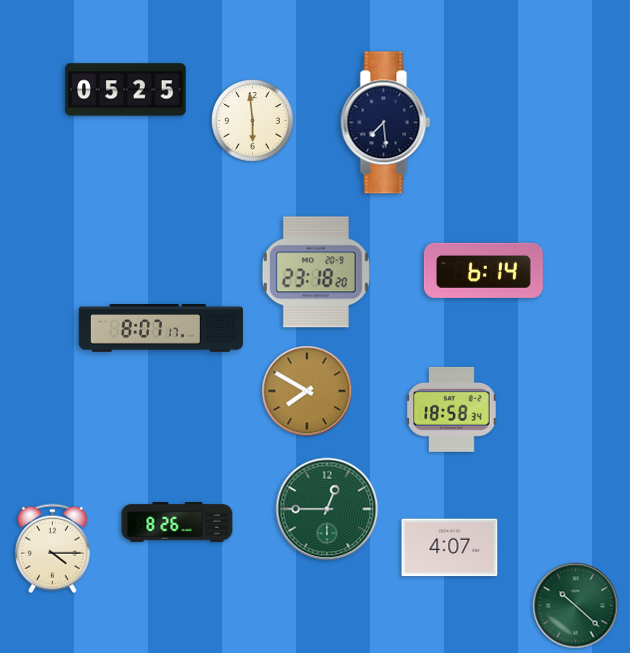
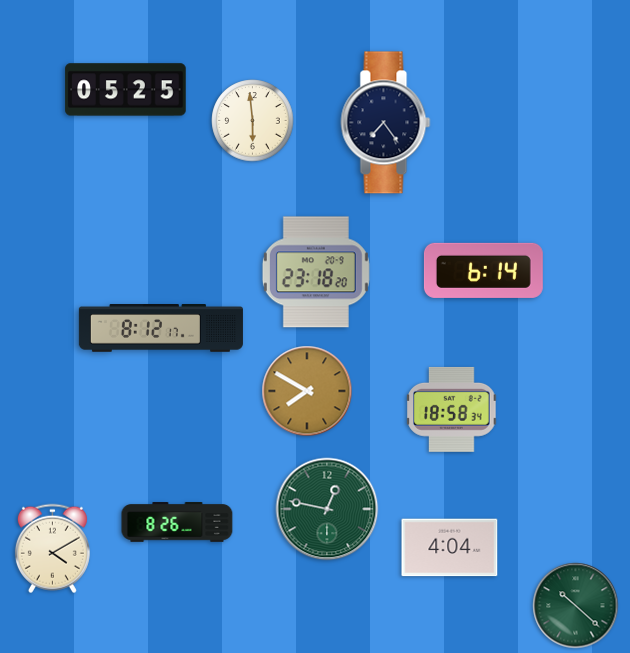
clock at (386, 123): 7:29 -> 7:24
clock at (161, 329): 8:07 -> 8:12
clock at (327, 509): 12:45 -> 12:47
clock at (450, 548): 4:07 -> 4:04
clock at (52, 549): 4:15 -> 4:10
